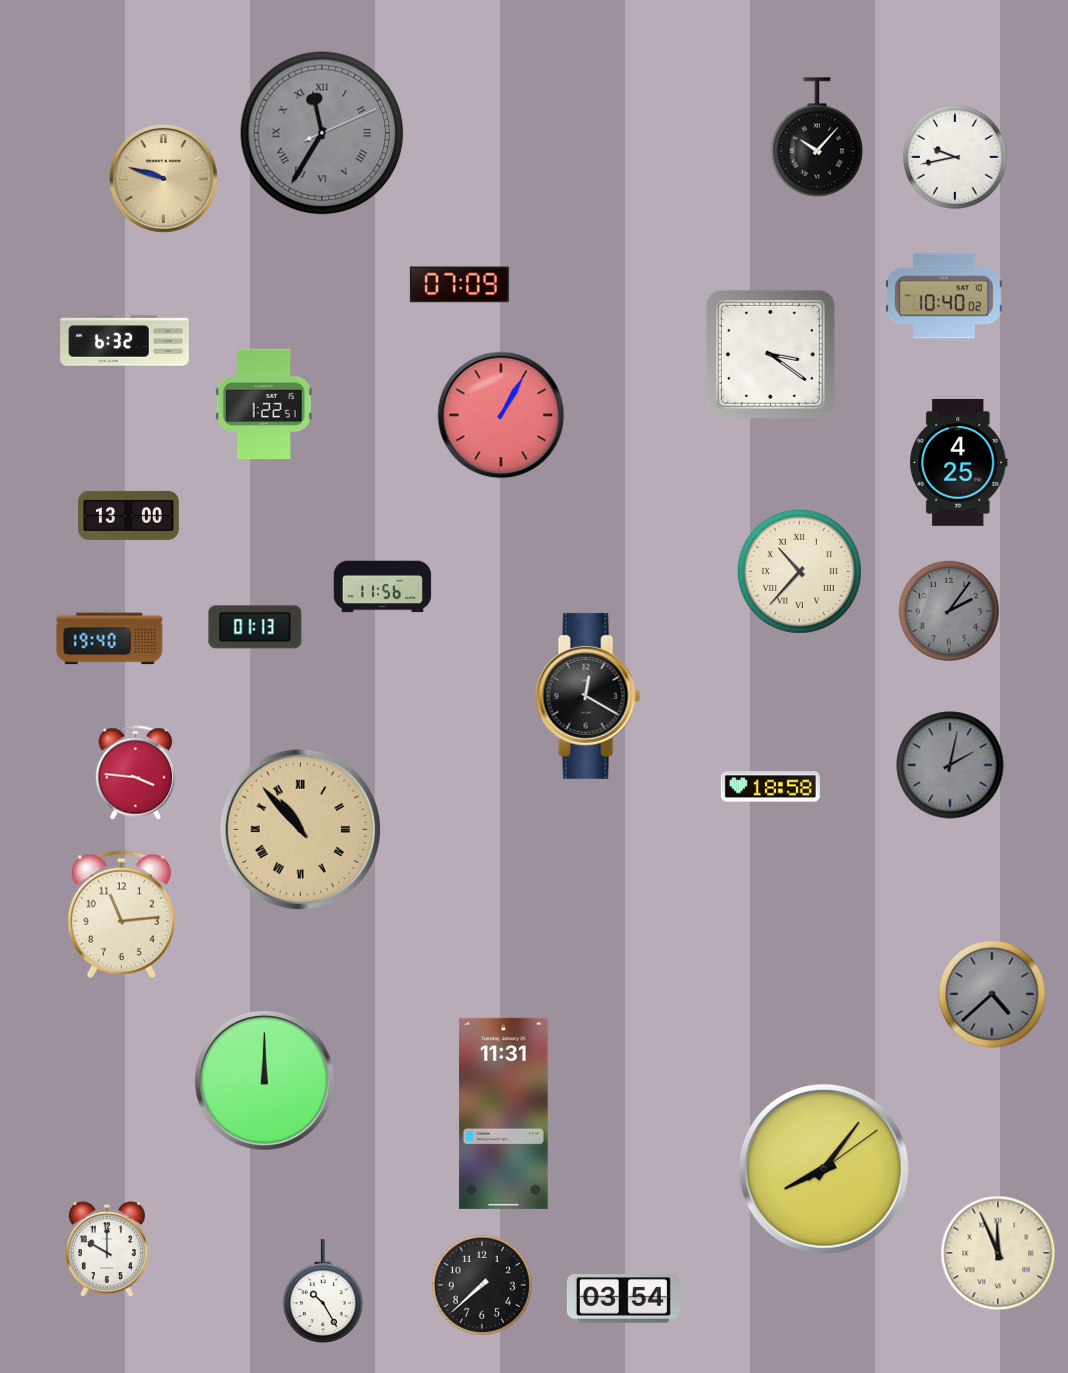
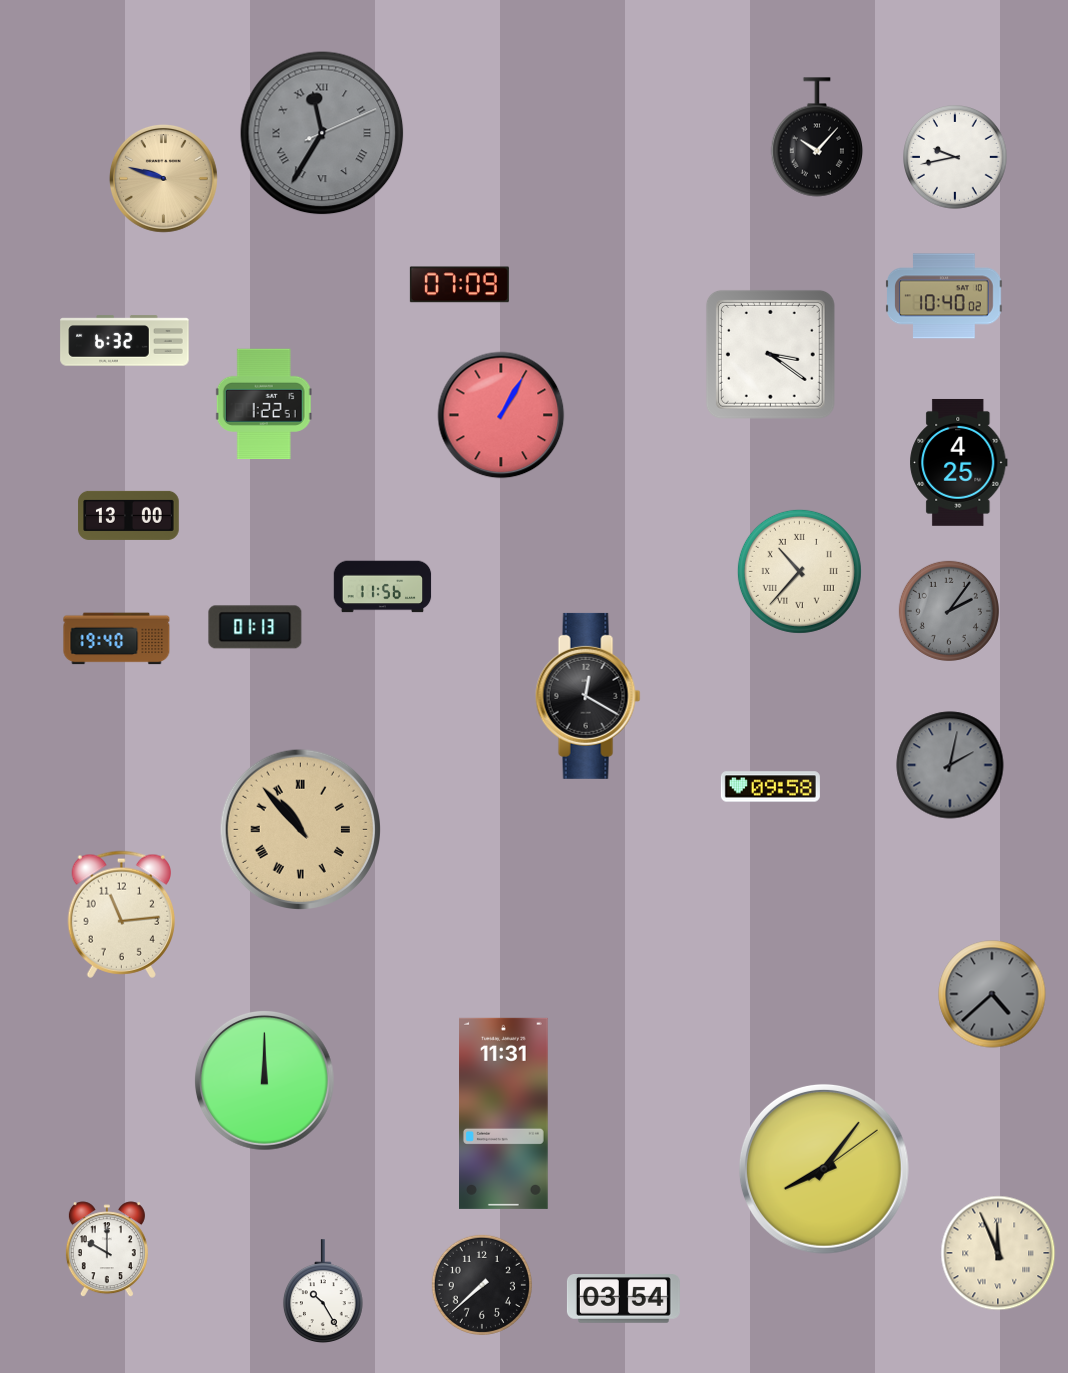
clock at (110, 639) position: (110, 639) -> (117, 639)
clock at (136, 773): 3:46 -> none
clock at (770, 787): 18:58 -> 09:58
